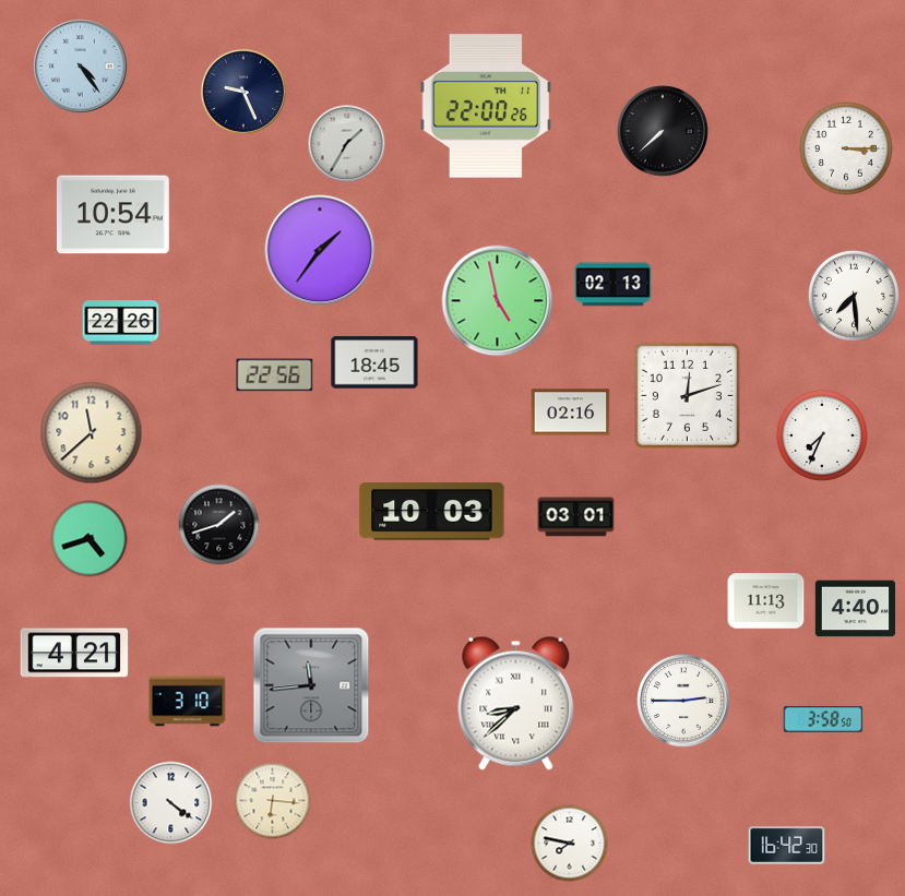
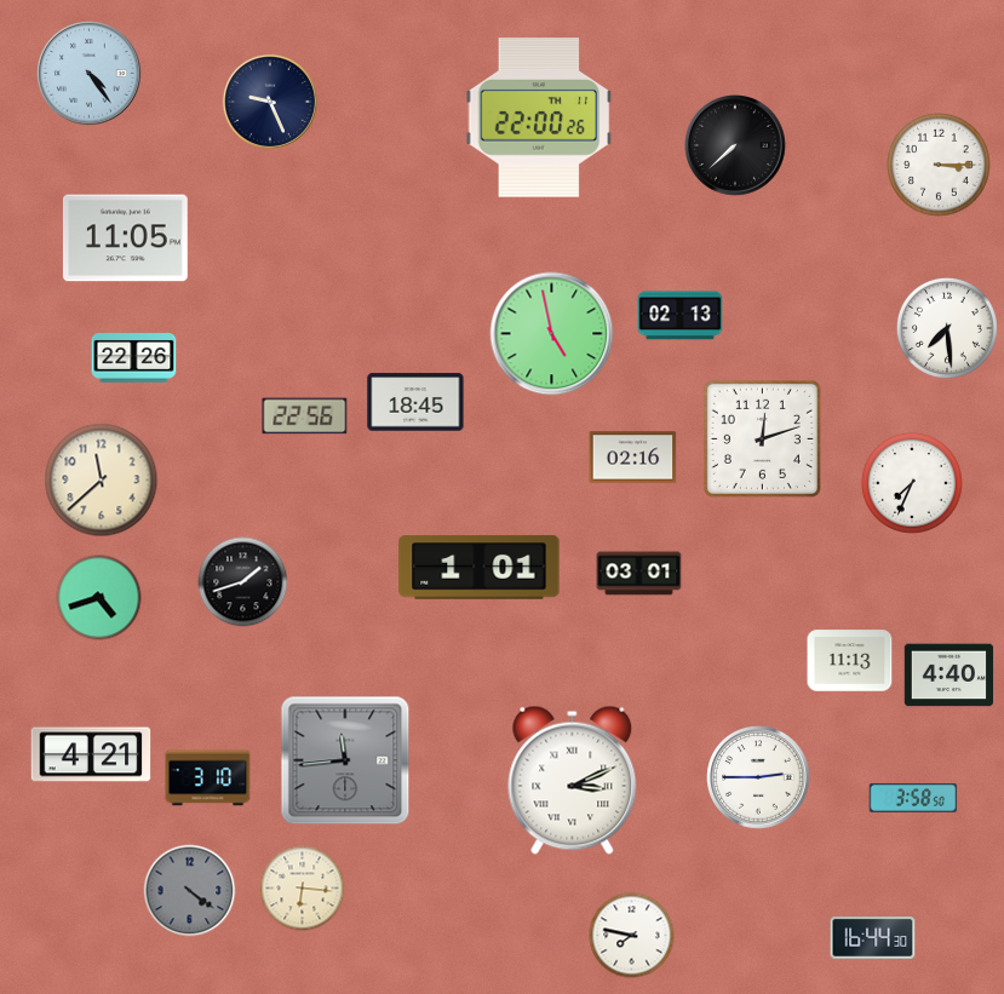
clock at (347, 144): 1:35 -> none
clock at (112, 215): 10:54 -> 11:05
clock at (320, 250): 1:36 -> none
clock at (432, 512): 10:03 -> 1:01
clock at (766, 601) position: (766, 601) -> (850, 661)
clock at (74, 653) position: (74, 653) -> (91, 754)
clock at (516, 703): 8:38 -> 3:11
clock at (171, 803) dial: white -> grey
clock at (787, 846): 16:42 -> 16:44
